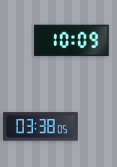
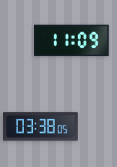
clock at (72, 41): 10:09 -> 11:09
